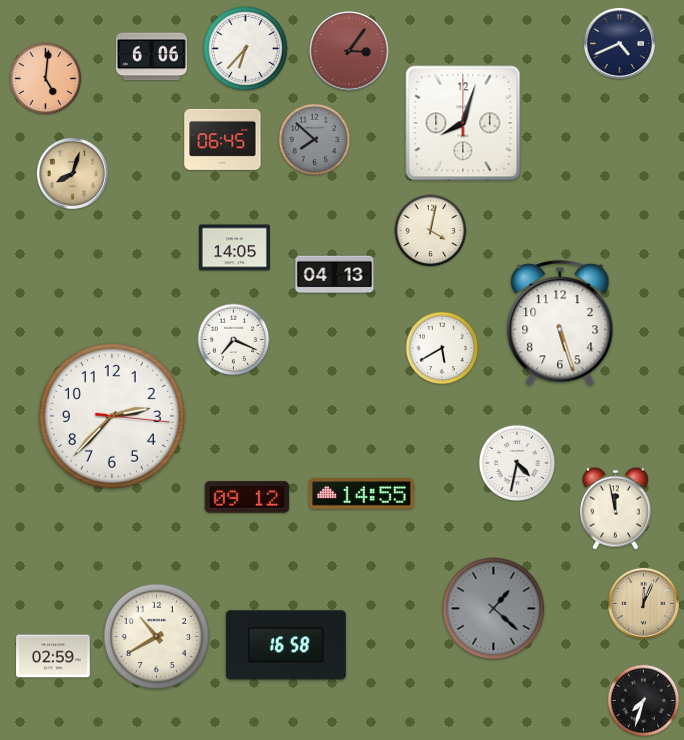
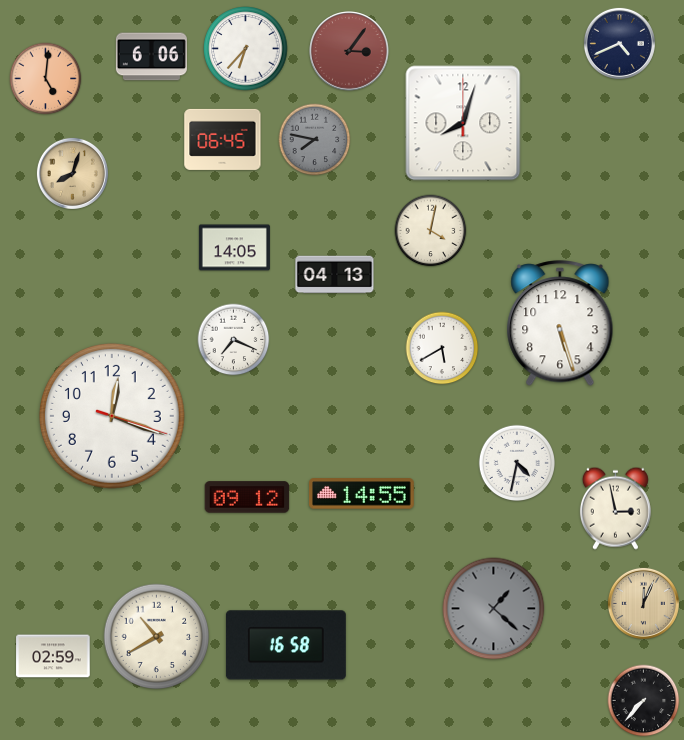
clock at (315, 140): 7:52 -> 7:47
clock at (112, 416): 2:37 -> 12:18
clock at (615, 508): 11:58 -> 2:58
clock at (644, 701): 7:33 -> 7:37
